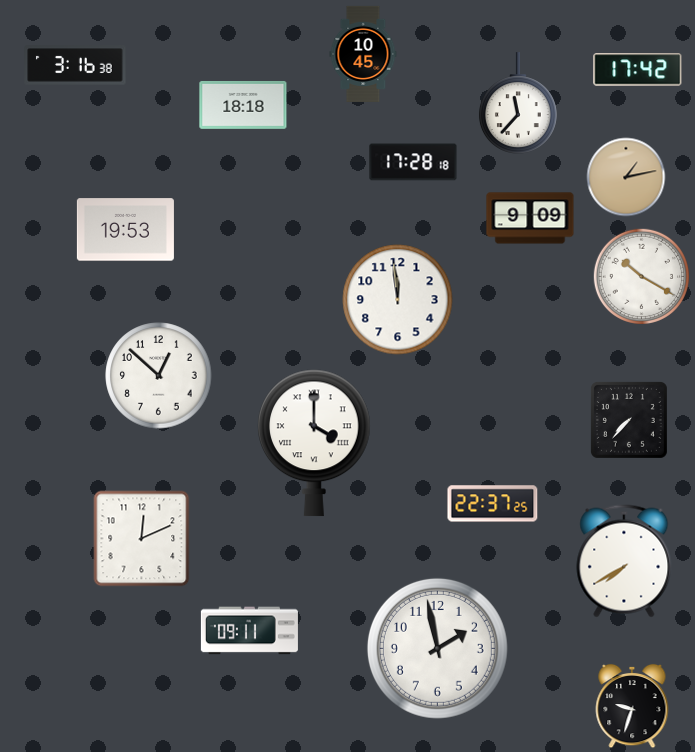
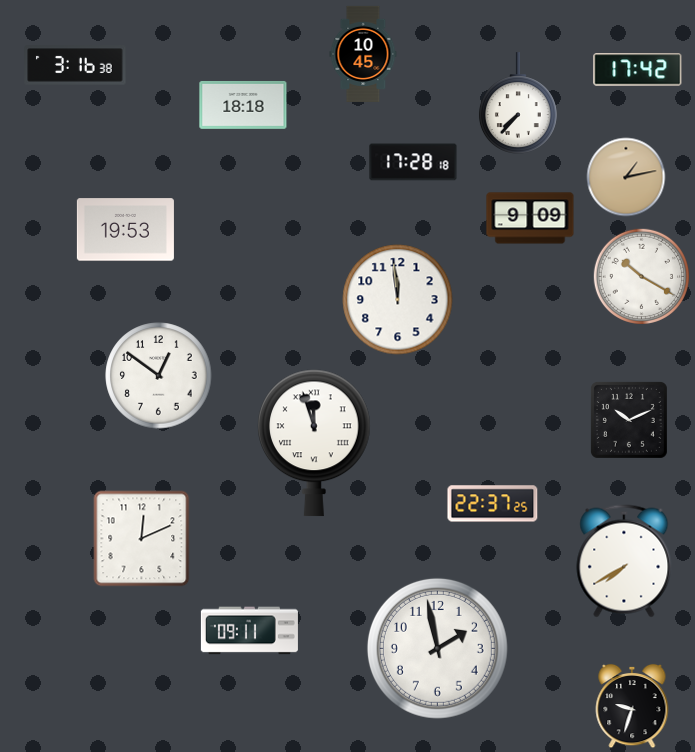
clock at (518, 103): 11:37 -> 7:37
clock at (159, 376): 12:52 -> 12:51
clock at (629, 420): 7:37 -> 10:11
clock at (315, 443): 4:00 -> 11:57
